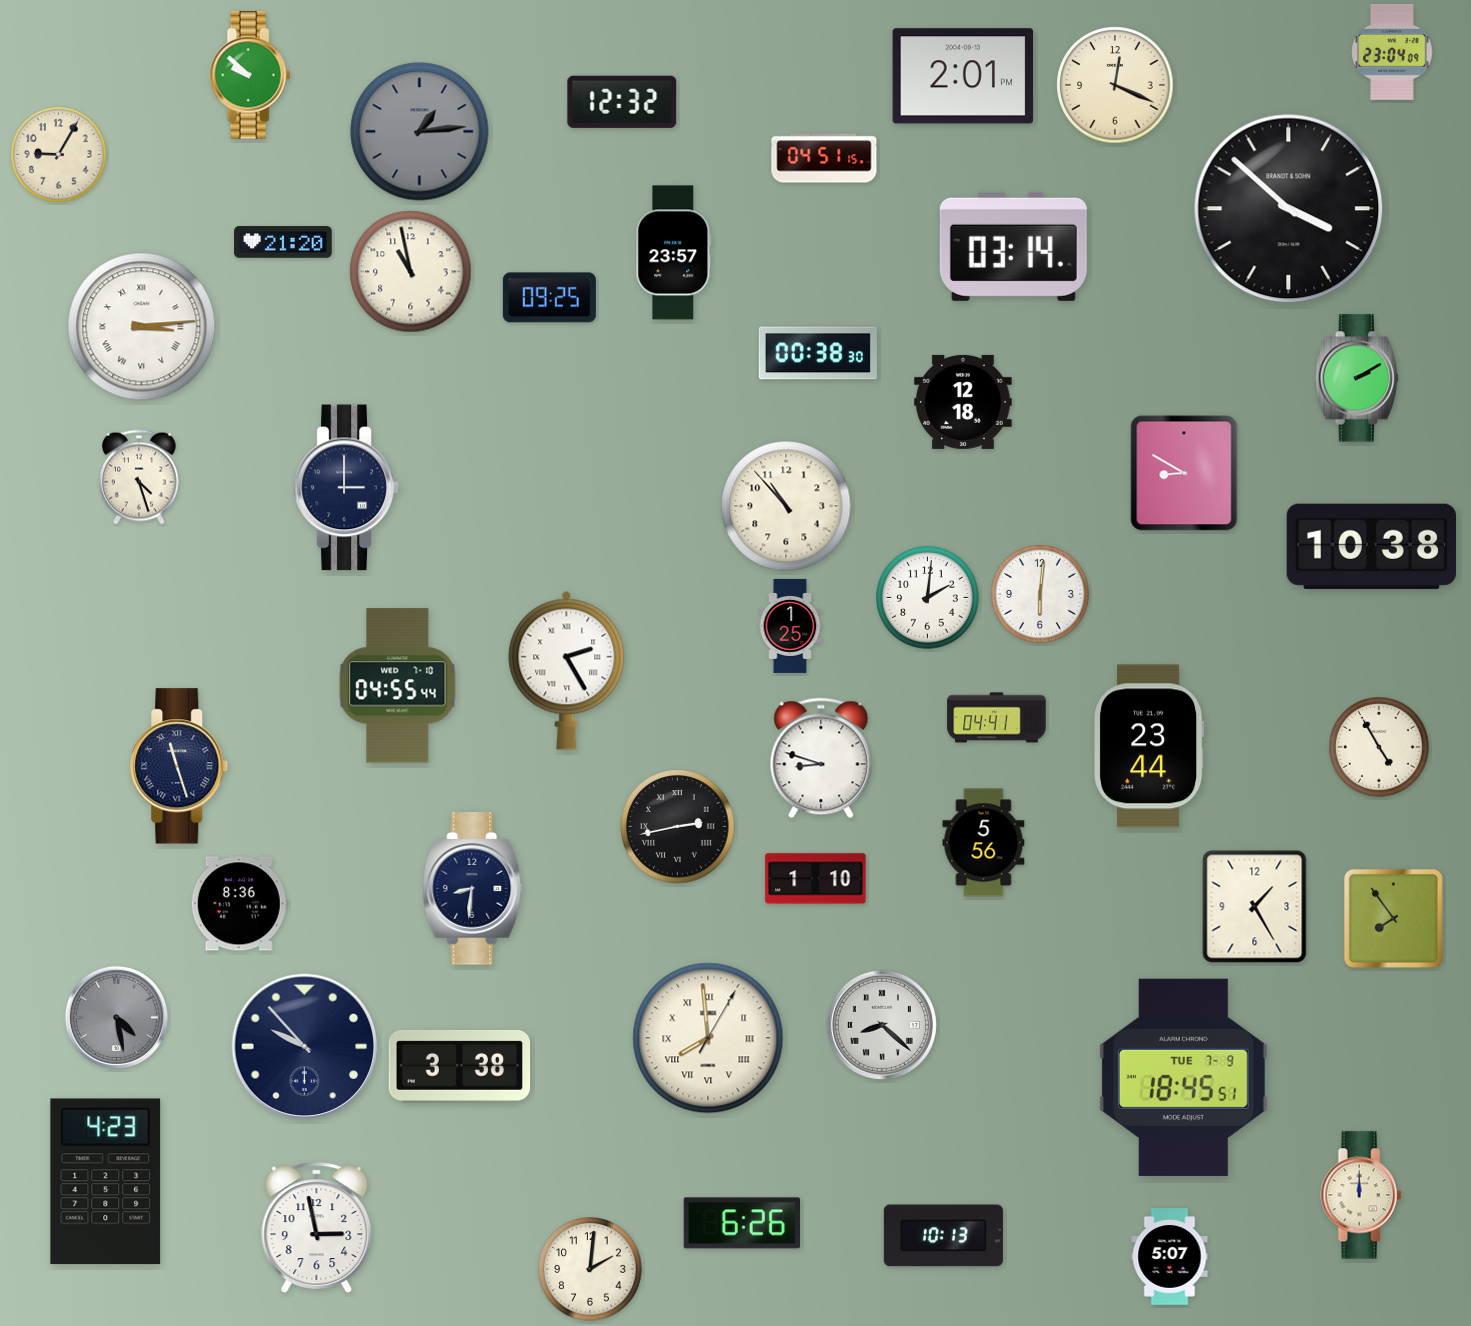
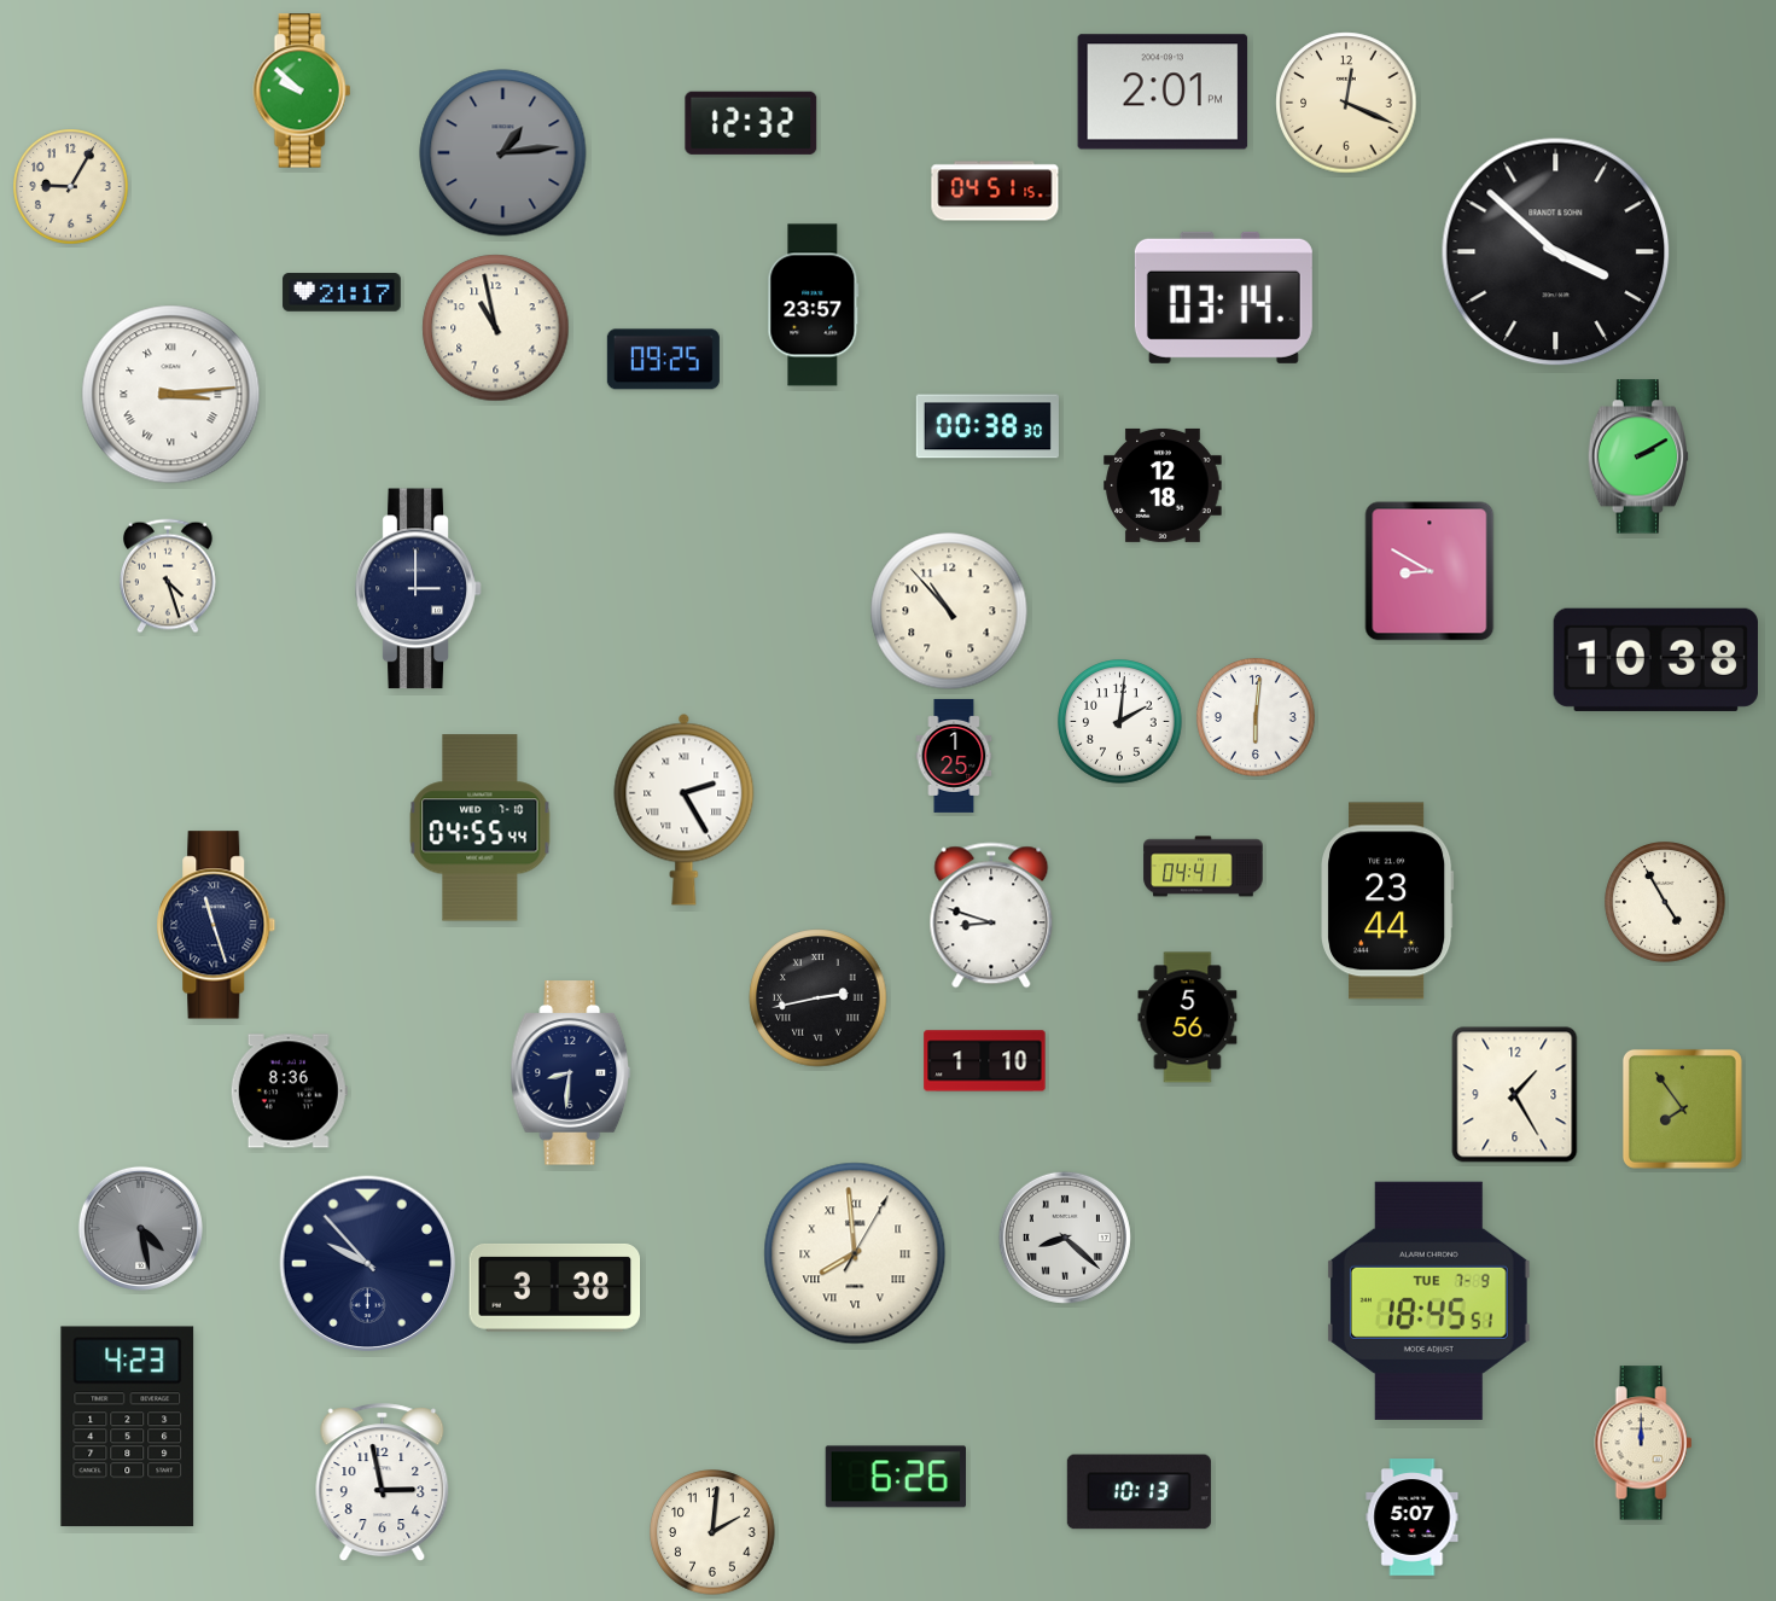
clock at (1392, 52): 23:04 -> none
clock at (420, 132) position: (420, 132) -> (503, 153)
clock at (283, 242): 21:20 -> 21:17
